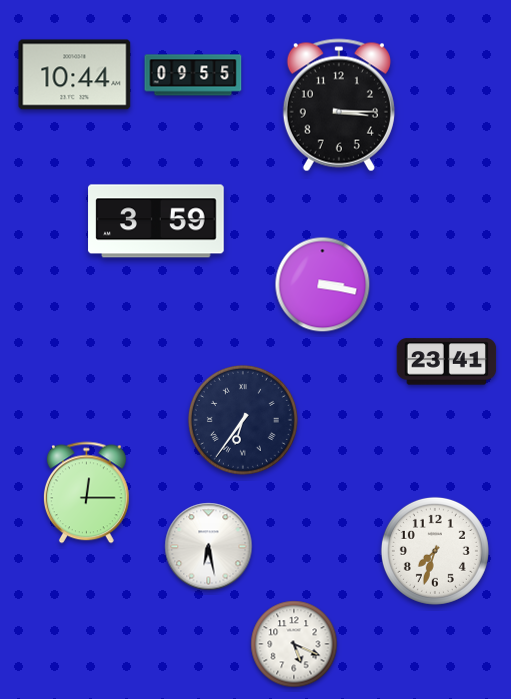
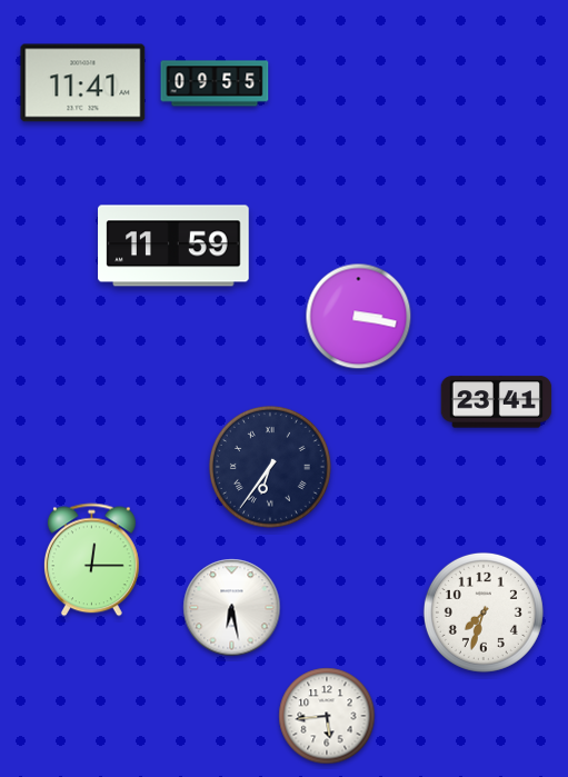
clock at (75, 75): 10:44 -> 11:41
clock at (339, 105): 3:15 -> none
clock at (156, 221): 3:59 -> 11:59
clock at (86, 493) position: (86, 493) -> (91, 560)
clock at (294, 644): 5:19 -> 5:44
